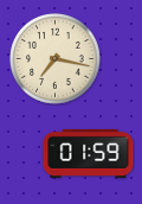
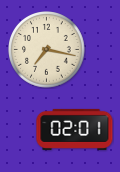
clock at (89, 153): 01:59 -> 02:01
